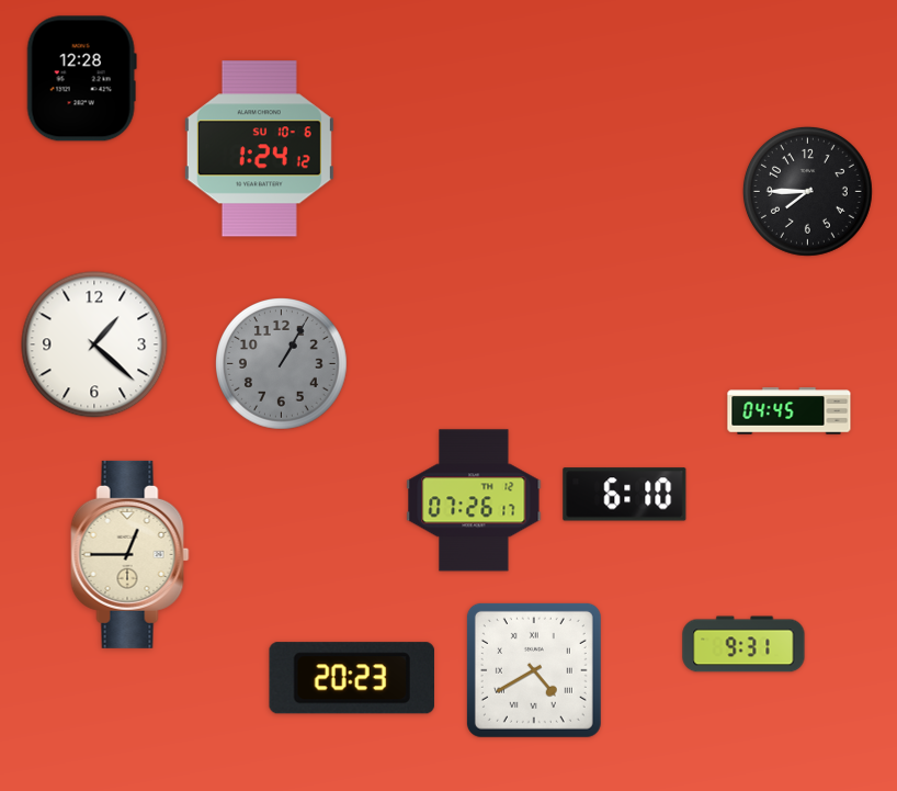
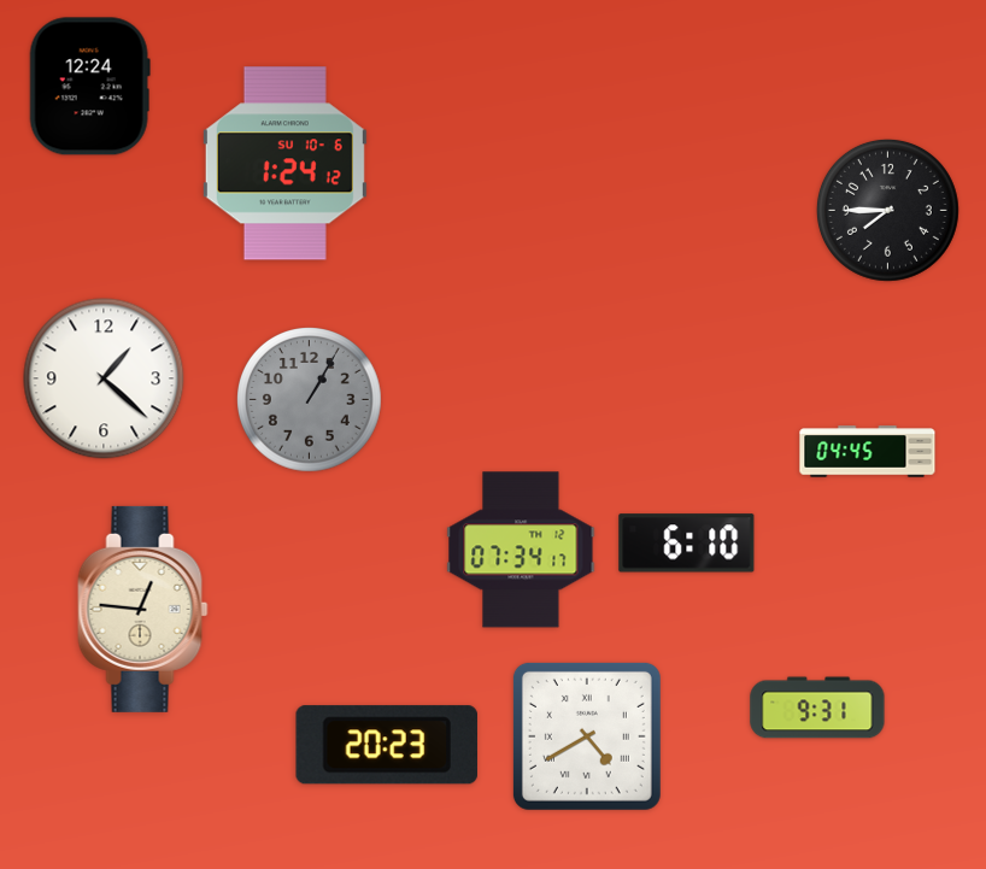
clock at (81, 79): 12:28 -> 12:24
clock at (474, 500): 07:26 -> 07:34
clock at (130, 554): 12:45 -> 12:46
